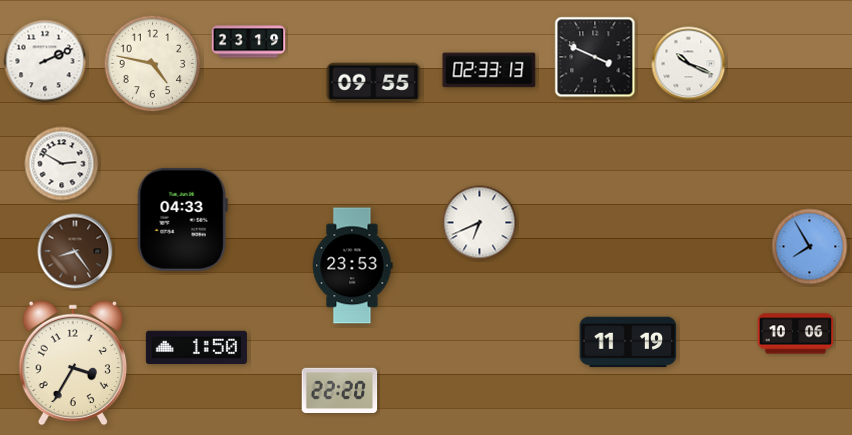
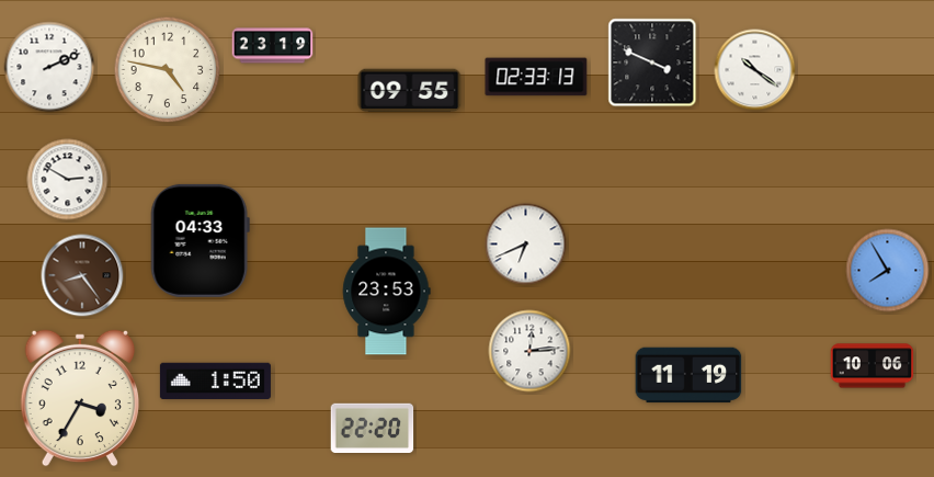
clock at (689, 64): 10:19 -> 10:21
clock at (529, 351): none -> 12:14
